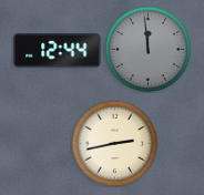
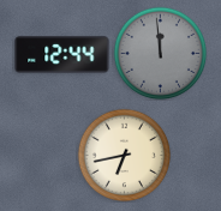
clock at (114, 143): 2:43 -> 6:43
